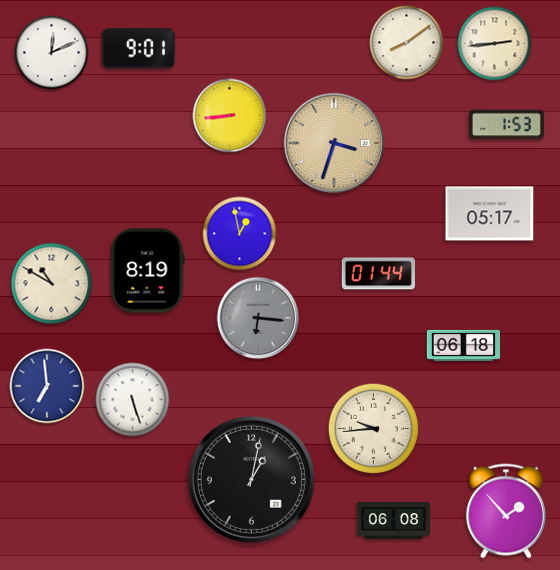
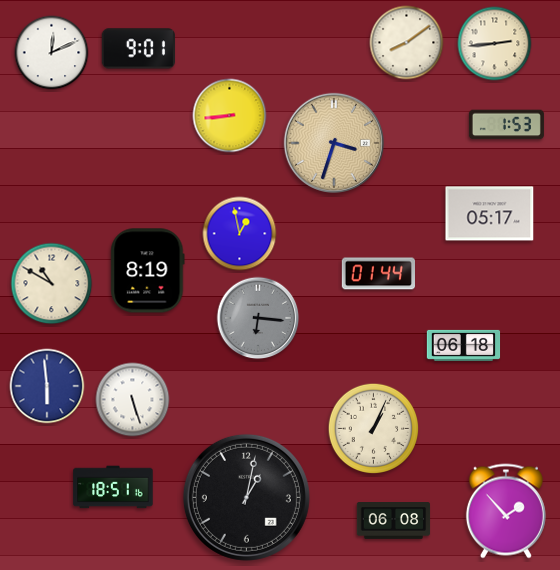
clock at (47, 386): 6:59 -> 5:59
clock at (374, 429): 9:44 -> 1:04
clock at (251, 479) position: (251, 479) -> (246, 497)
clock at (113, 487): none -> 18:51
